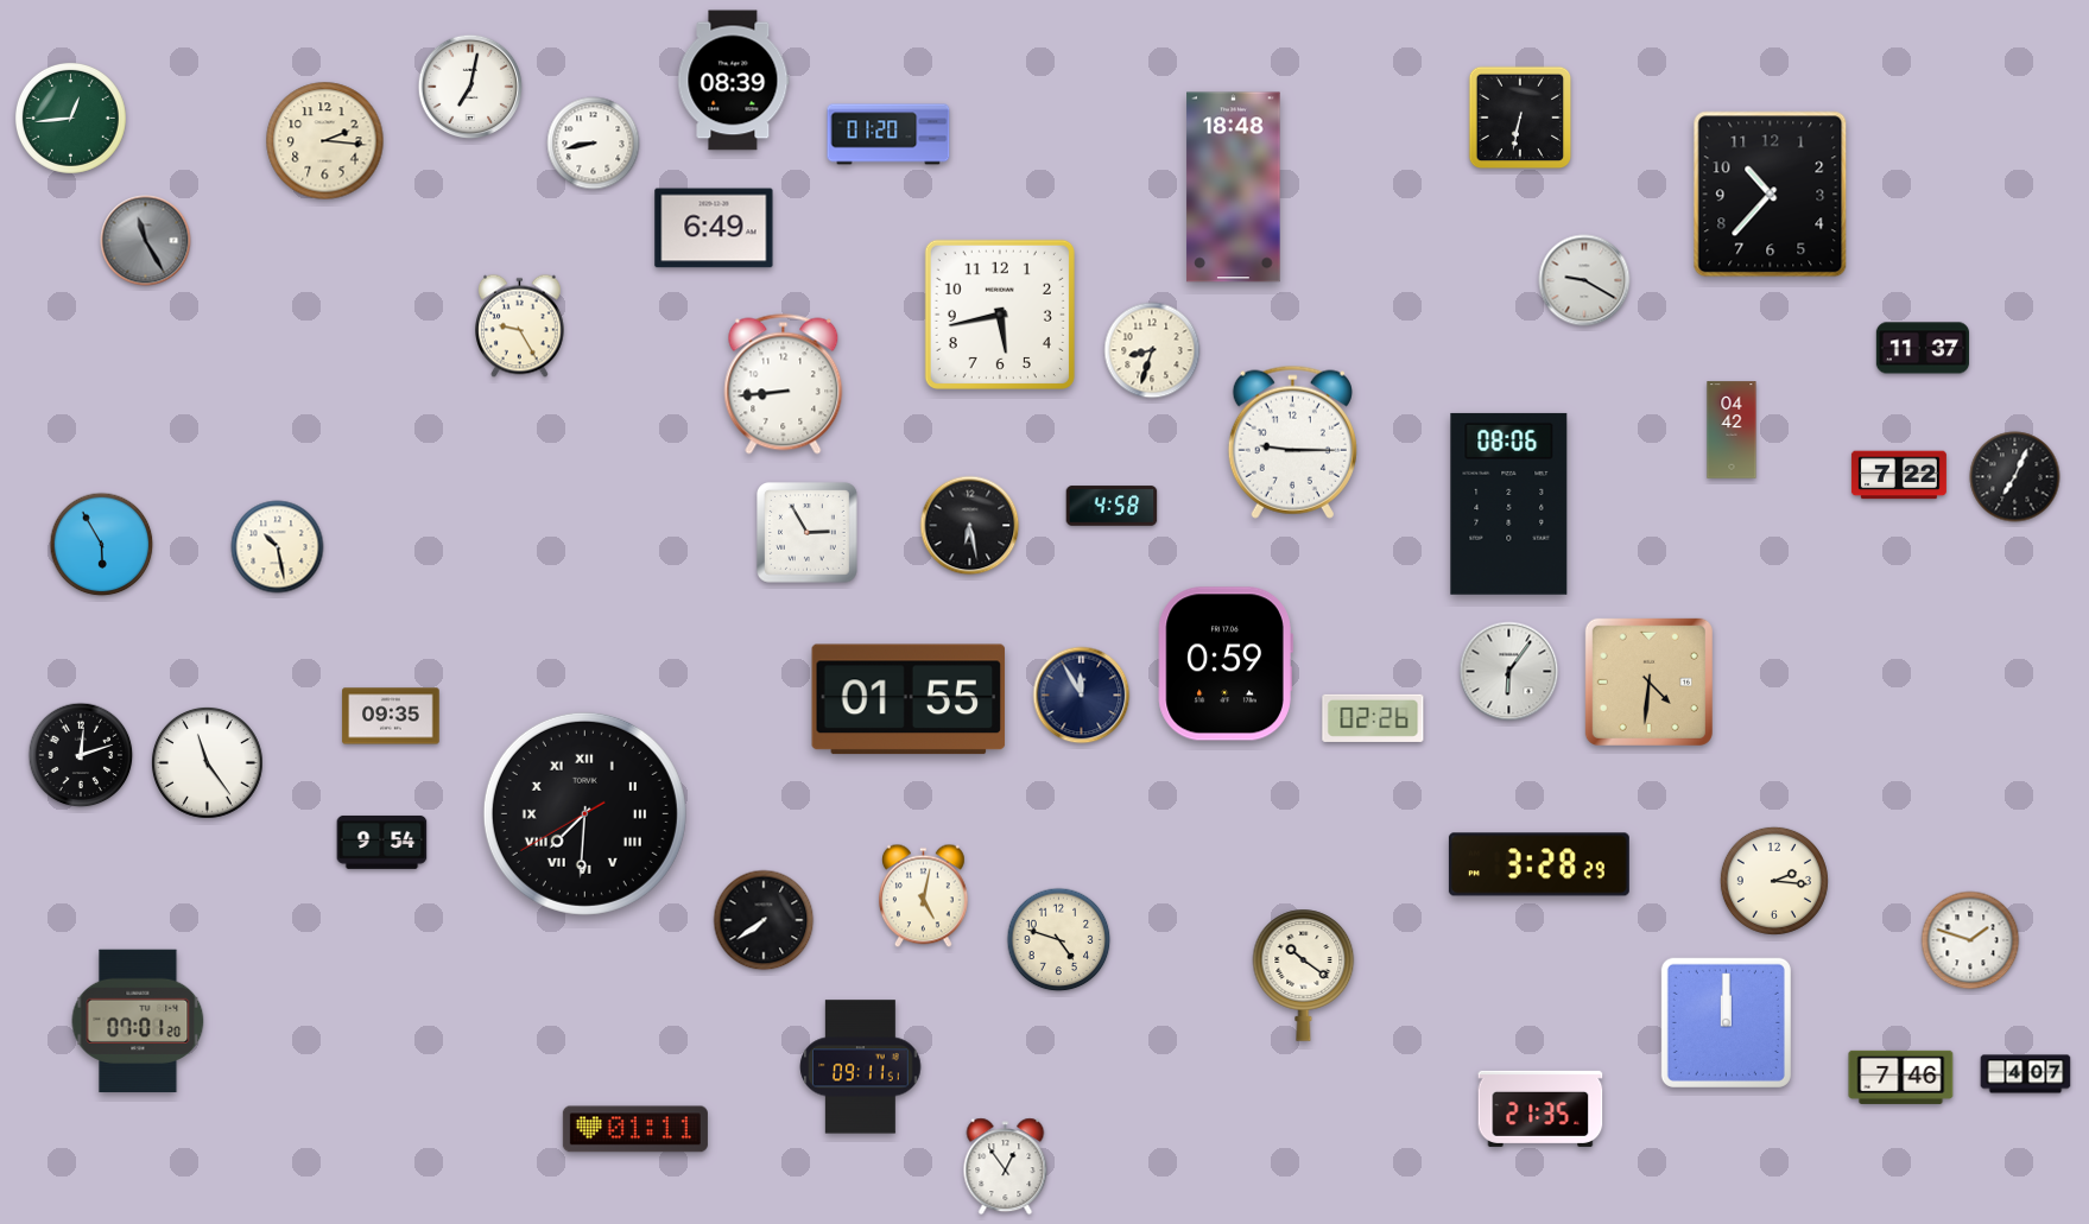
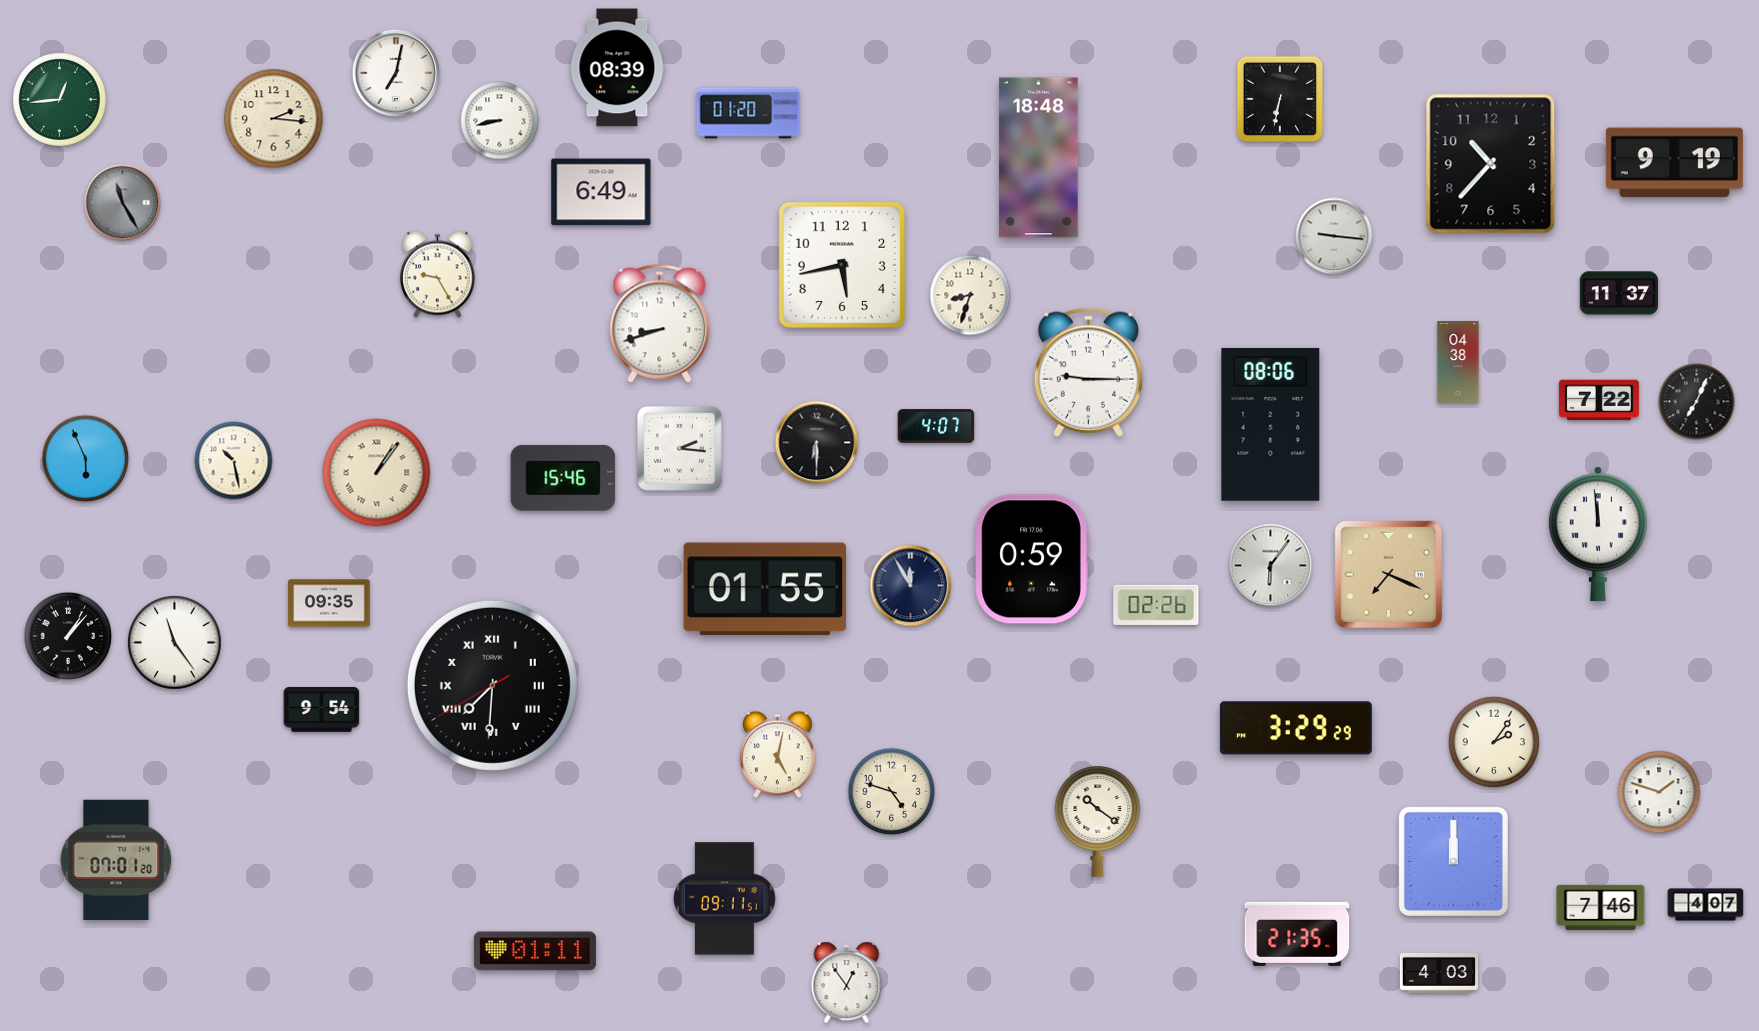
clock at (1674, 163): none -> 9:19
clock at (1584, 280): 9:20 -> 9:16
clock at (784, 385): 8:44 -> 8:42
clock at (1732, 430): 04:42 -> 04:38
clock at (1112, 506): 4:58 -> 4:07
clock at (970, 526): 6:28 -> 6:30
clock at (808, 533): 2:55 -> 2:16
clock at (102, 545): 5:55 -> 5:56
clock at (377, 473): none -> 1:06
clock at (563, 478): none -> 15:46
clock at (1598, 534): none -> 11:59
clock at (1648, 681): 4:31 -> 7:19
clock at (81, 755): 12:12 -> 1:07
clock at (1539, 864): 3:28 -> 3:29
clock at (1774, 881): 2:16 -> 2:06
clock at (764, 920): 7:39 -> none
clock at (1438, 973): none -> 4:03
